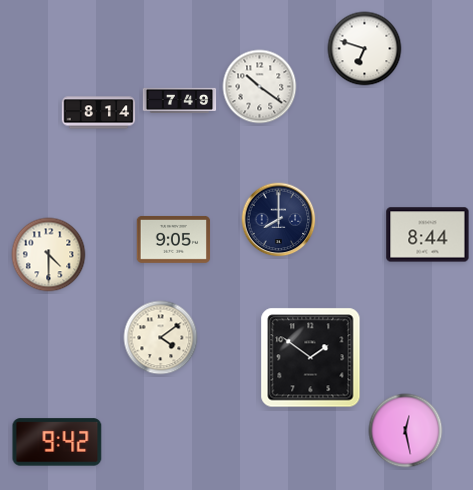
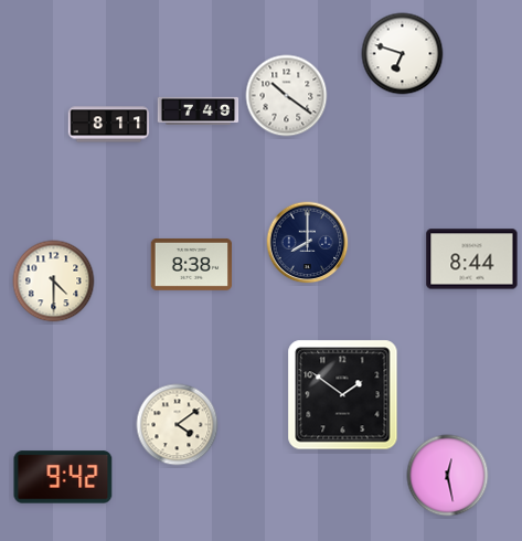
clock at (99, 113): 8:14 -> 8:11
clock at (174, 239): 9:05 -> 8:38
clock at (161, 338) position: (161, 338) -> (178, 425)
clock at (57, 442) position: (57, 442) -> (63, 477)
